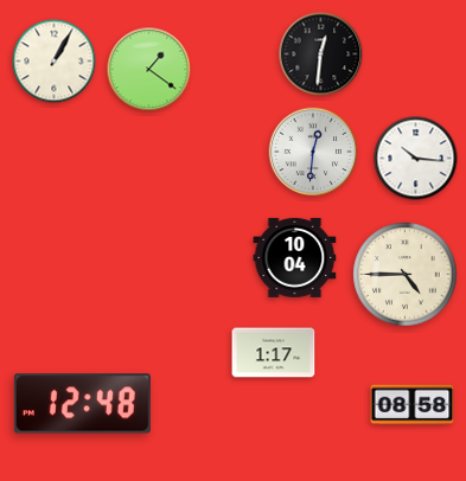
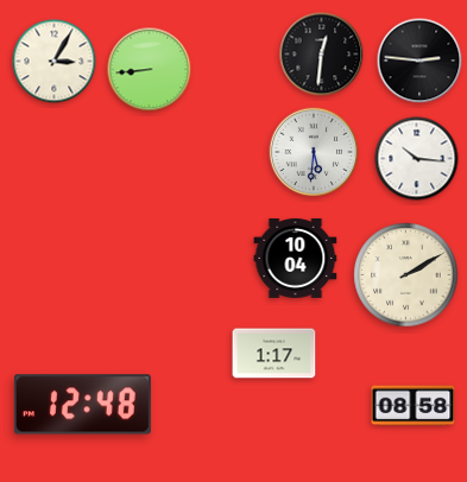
clock at (419, 61): none -> 2:46
clock at (55, 62): 1:05 -> 3:05
clock at (149, 70): 1:21 -> 8:44
clock at (313, 152): 12:31 -> 5:31
clock at (406, 275): 4:45 -> 2:10
